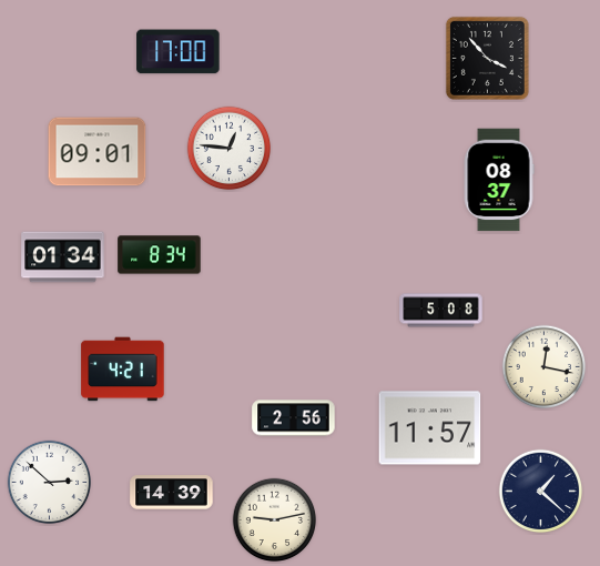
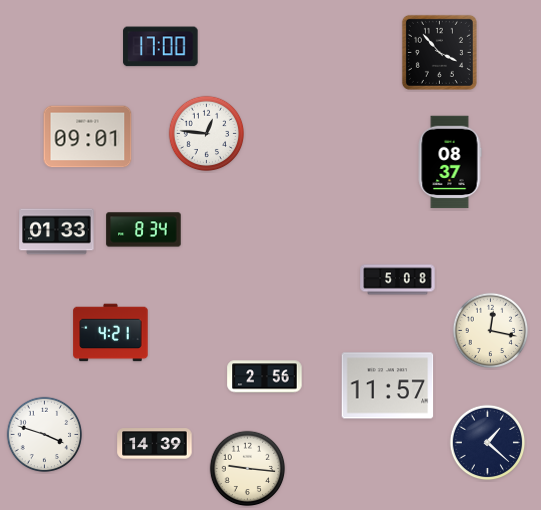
clock at (63, 257): 01:34 -> 01:33
clock at (50, 483): 2:52 -> 3:48
clock at (275, 520): 9:13 -> 9:16
